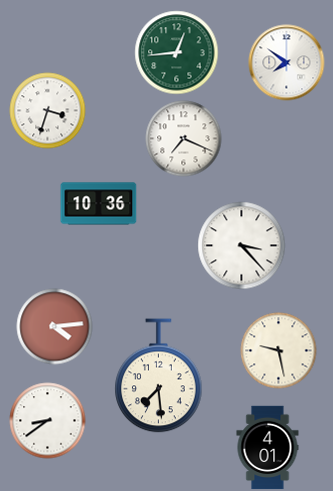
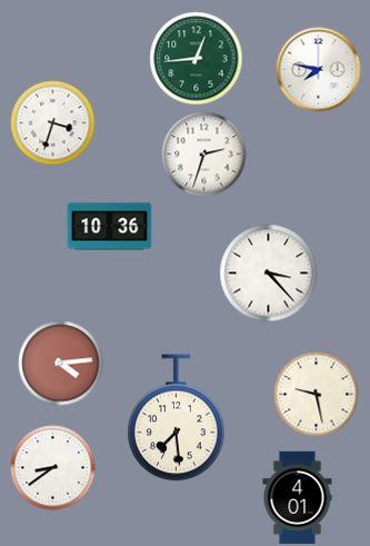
clock at (287, 63): 7:51 -> 7:47
clock at (184, 139): 7:19 -> 2:33
clock at (279, 351) position: (279, 351) -> (317, 395)
